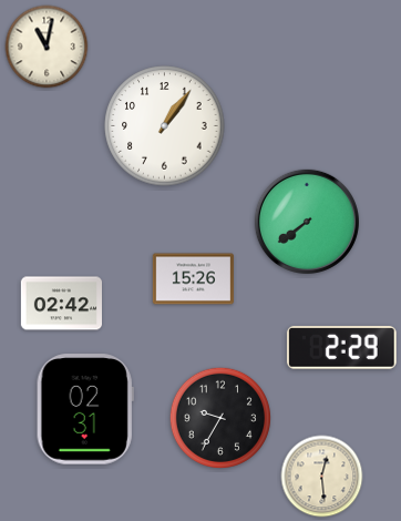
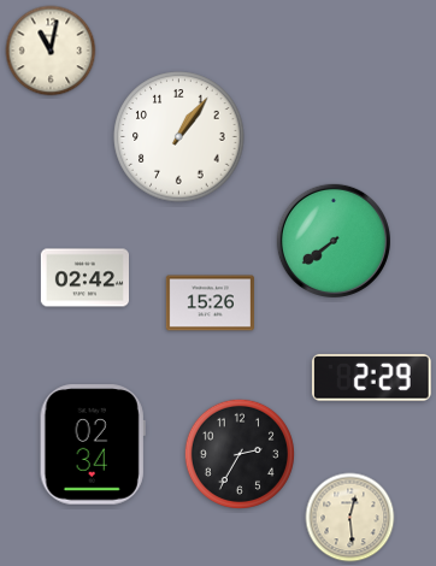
clock at (61, 304) position: (61, 304) -> (84, 278)
clock at (85, 409): 02:31 -> 02:34
clock at (220, 418): 9:35 -> 2:35
